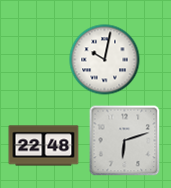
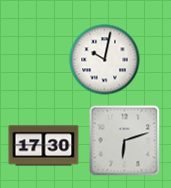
clock at (44, 146): 22:48 -> 17:30
